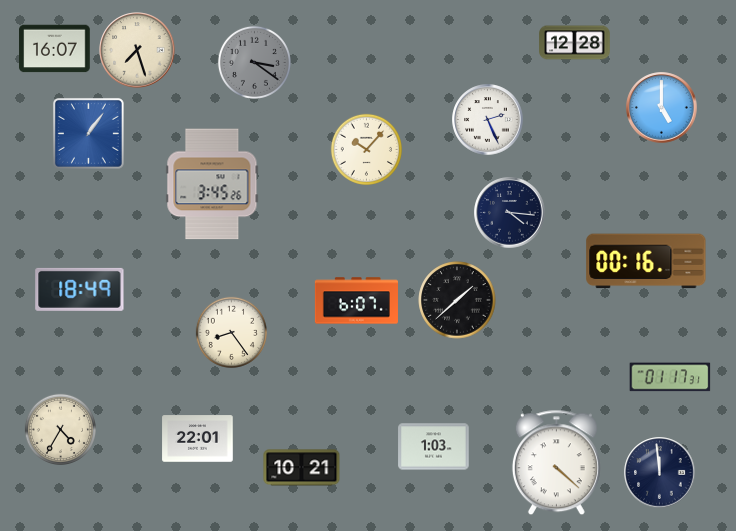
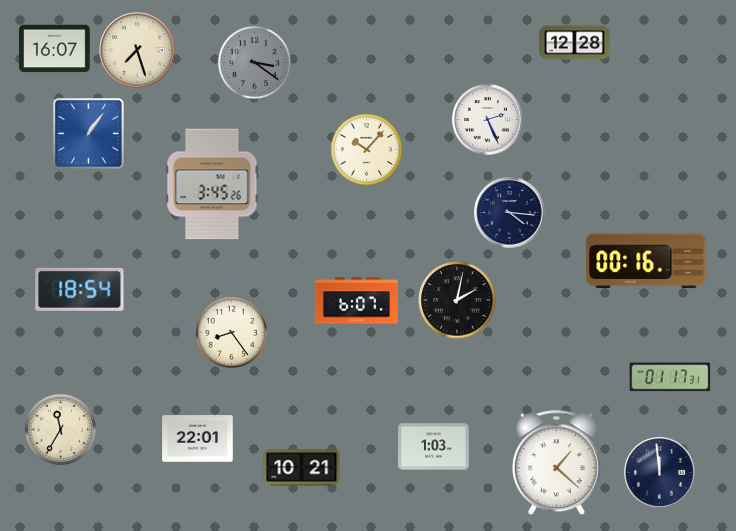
clock at (662, 108): 5:00 -> none
clock at (80, 289): 18:49 -> 18:54
clock at (457, 300): 1:38 -> 2:02
clock at (60, 429): 4:35 -> 11:35
clock at (556, 463): 4:22 -> 1:22
